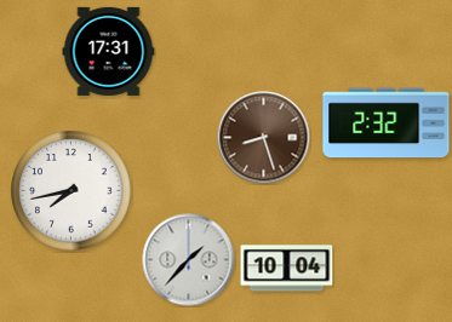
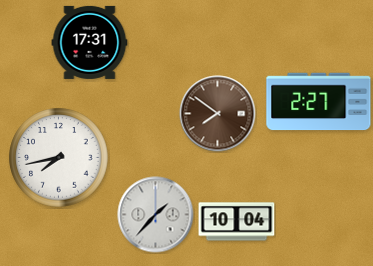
clock at (387, 123): 2:32 -> 2:27
clock at (264, 138): 8:27 -> 7:51
